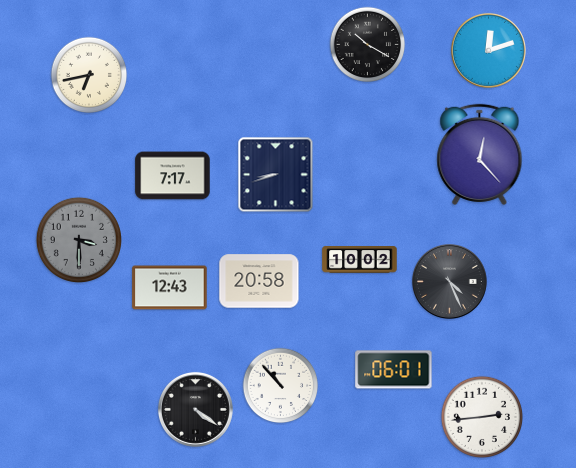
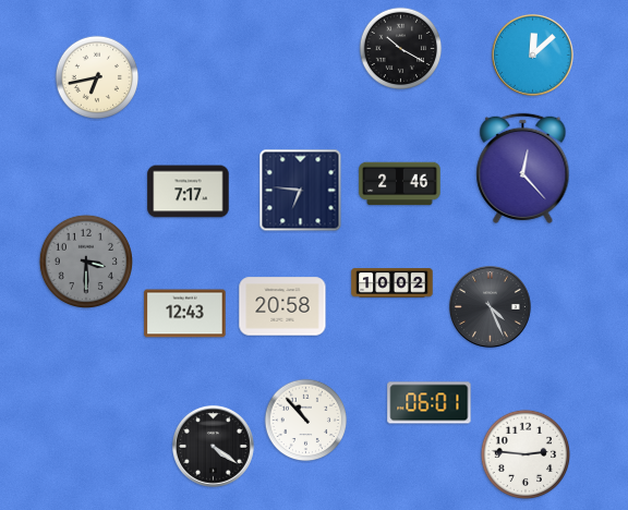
clock at (488, 50): 12:12 -> 12:08
clock at (89, 75) position: (89, 75) -> (97, 77)
clock at (400, 184): none -> 2:46
clock at (276, 175): 8:42 -> 6:46
clock at (481, 416): 2:44 -> 2:46
